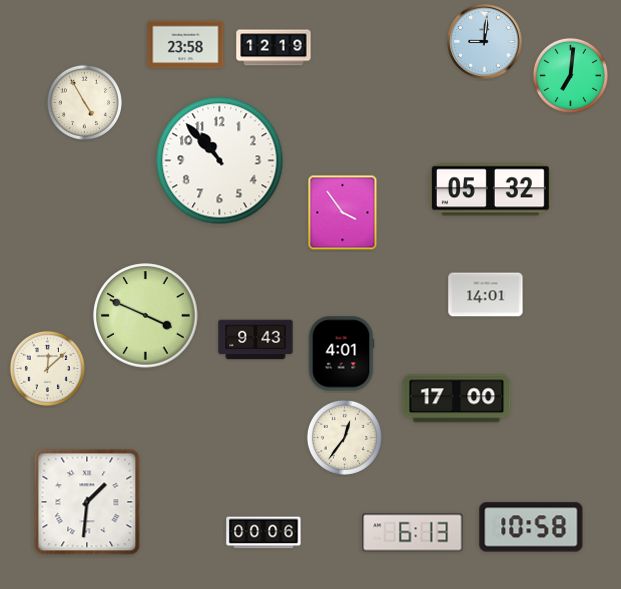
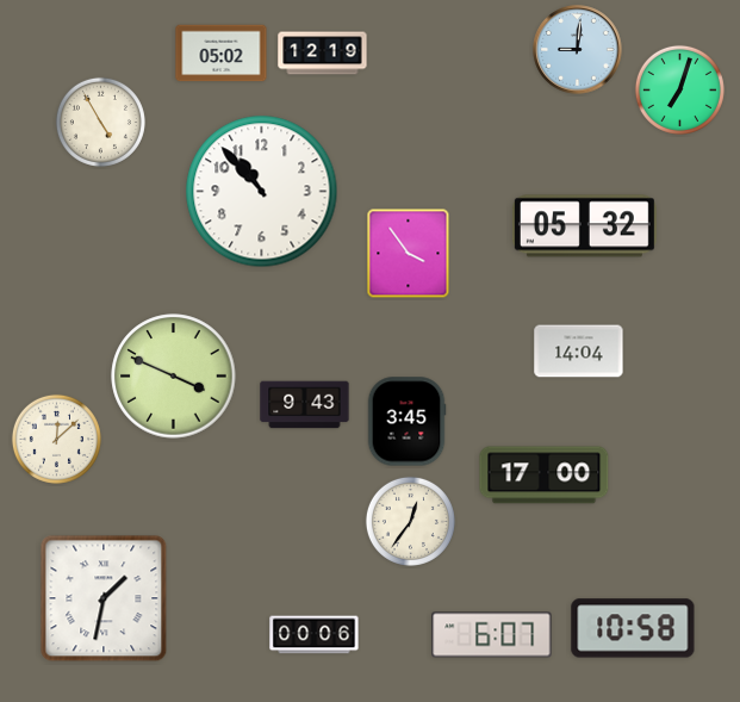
clock at (186, 45): 23:58 -> 05:02
clock at (274, 48) position: (274, 48) -> (323, 54)
clock at (570, 75): 7:01 -> 7:03
clock at (486, 295): 14:01 -> 14:04
clock at (341, 354): 4:01 -> 3:45
clock at (87, 502): 1:31 -> 1:32
clock at (413, 533): 6:13 -> 6:07
